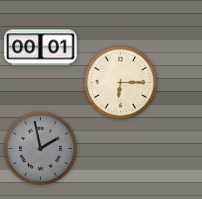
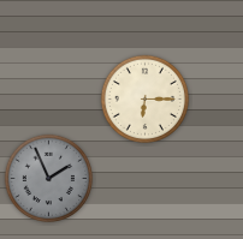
clock at (41, 48): 00:01 -> none
clock at (40, 148): 1:58 -> 1:56
